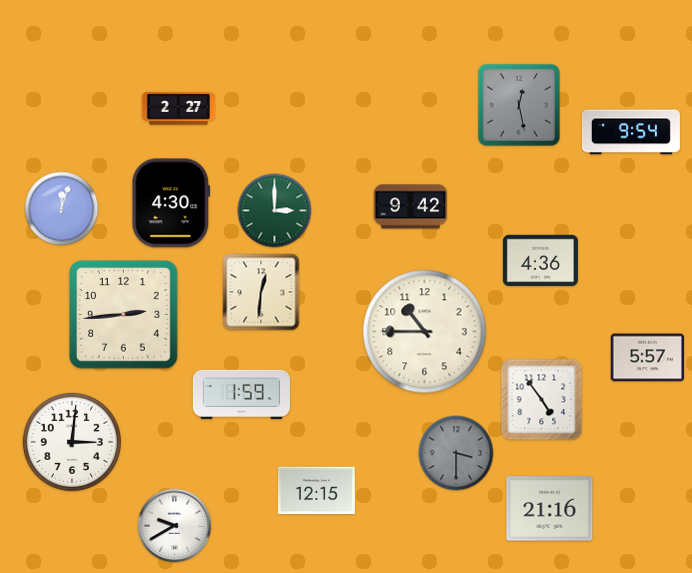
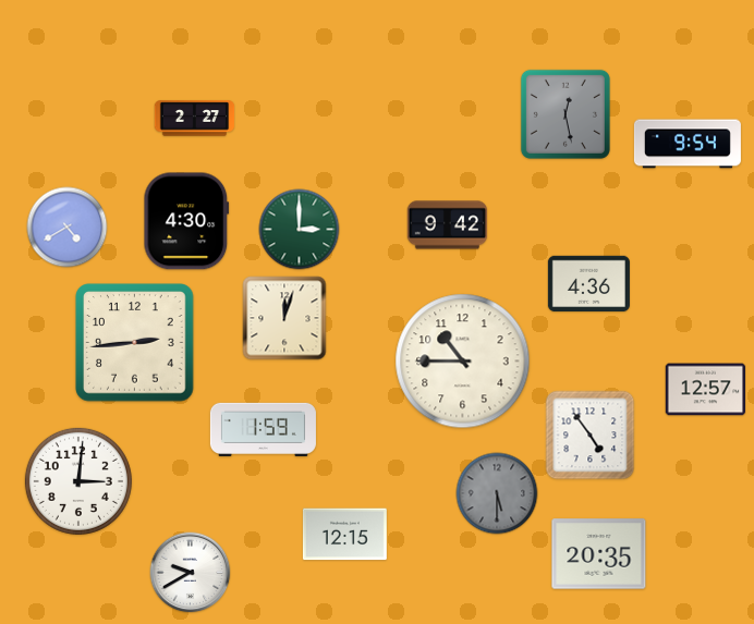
clock at (62, 209): 12:03 -> 4:40
clock at (261, 292): 12:31 -> 12:03
clock at (648, 358): 5:57 -> 12:57
clock at (456, 453): 3:30 -> 5:30
clock at (550, 509): 21:16 -> 20:35
